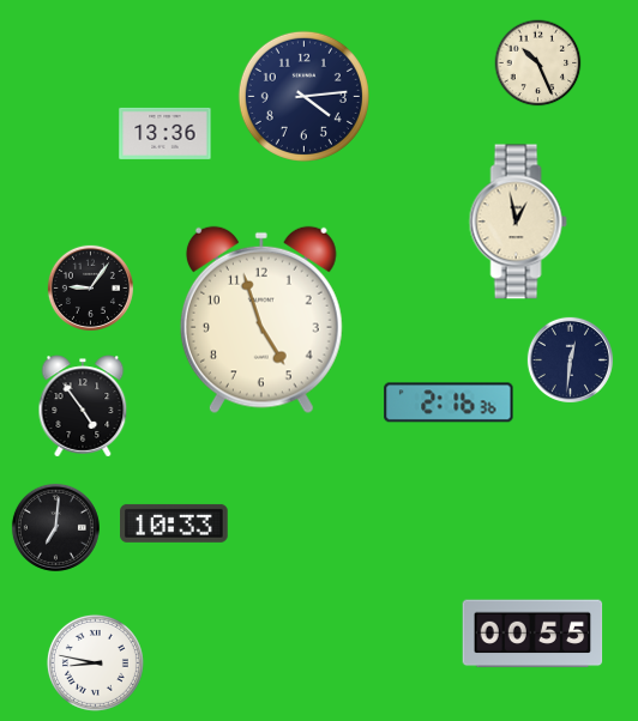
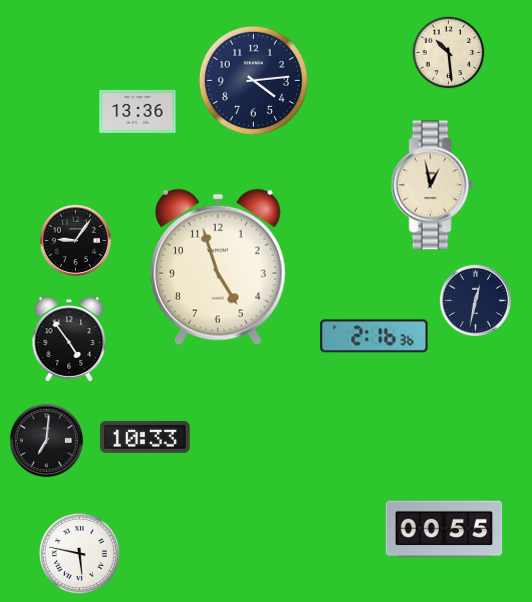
clock at (538, 63): 10:26 -> 10:29
clock at (570, 359): 12:31 -> 12:32
clock at (95, 662): 8:47 -> 5:47
